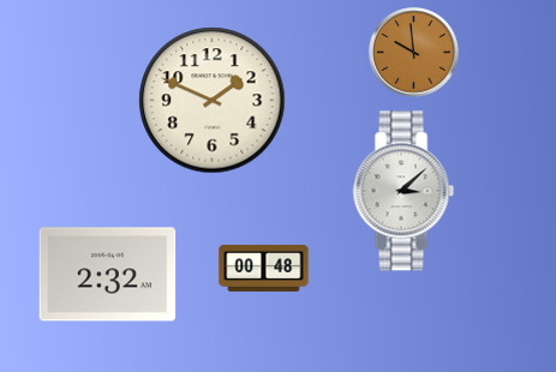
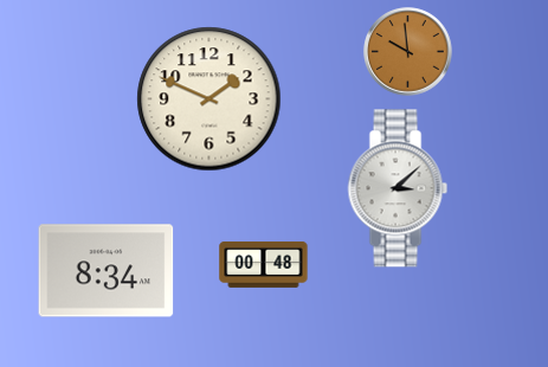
clock at (264, 268) position: (264, 268) -> (264, 264)
clock at (108, 275): 2:32 -> 8:34
